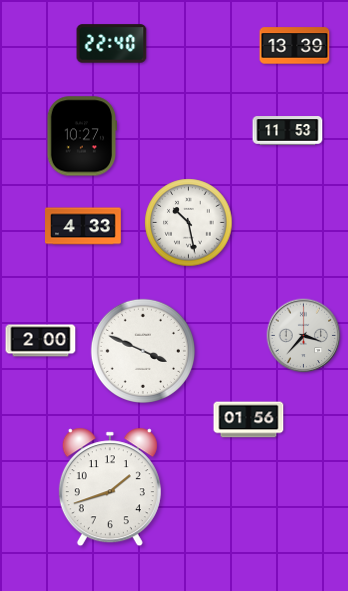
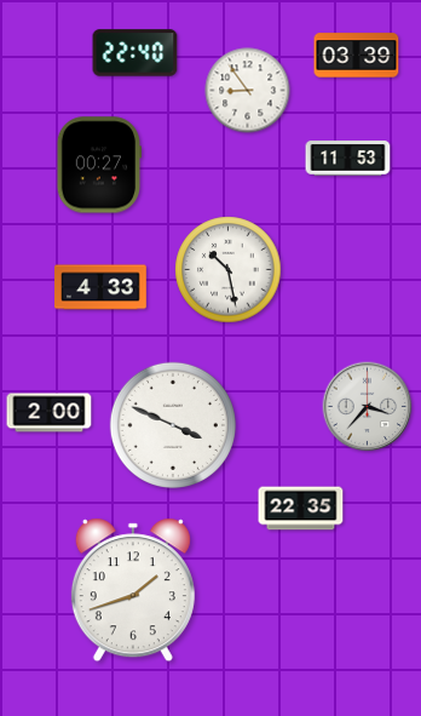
clock at (295, 46): 13:39 -> 03:39
clock at (248, 91): none -> 8:54
clock at (81, 136): 10:27 -> 00:27
clock at (84, 226) position: (84, 226) -> (102, 287)
clock at (249, 420): 01:56 -> 22:35
